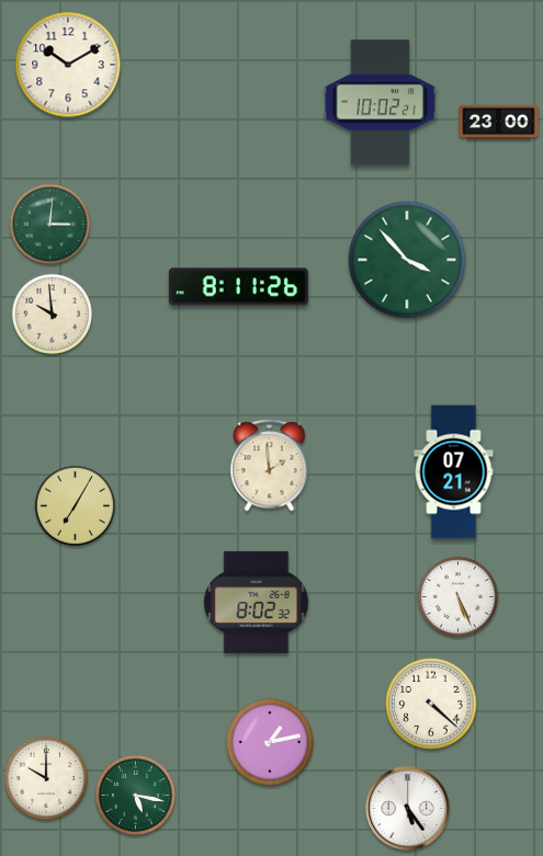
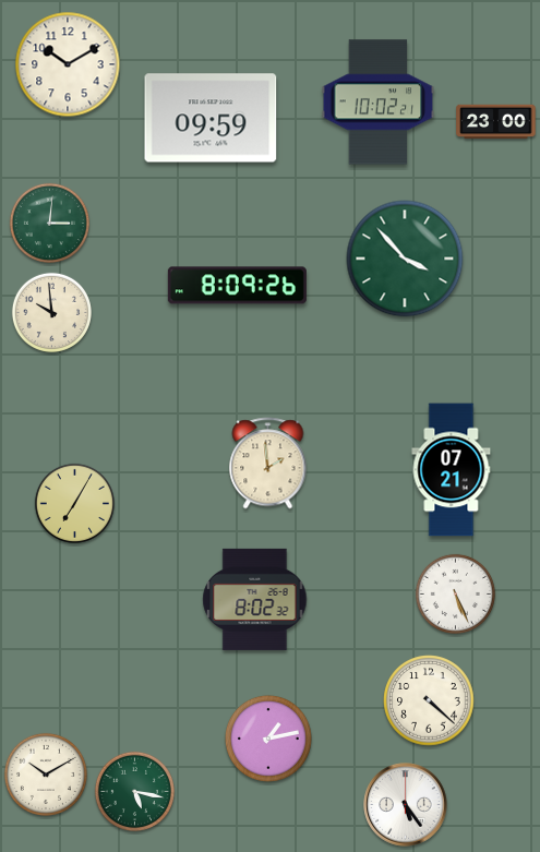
clock at (211, 118): none -> 09:59
clock at (238, 287): 8:11 -> 8:09
clock at (46, 778): 10:00 -> 10:10
